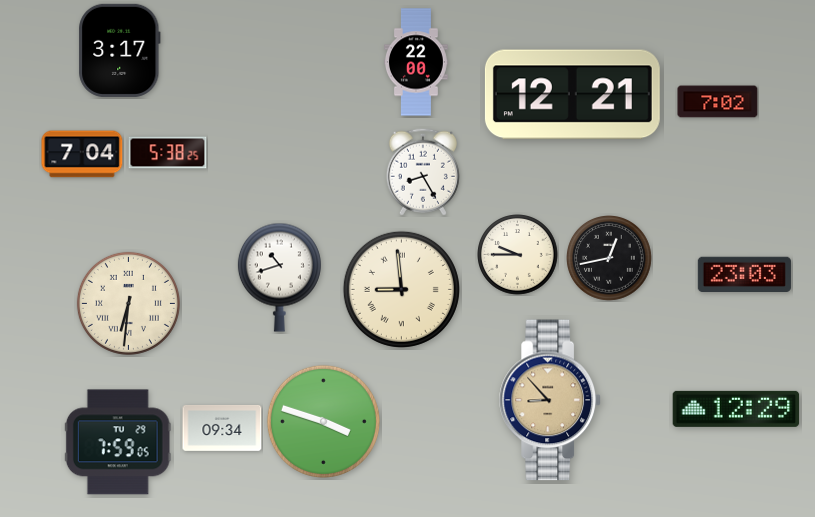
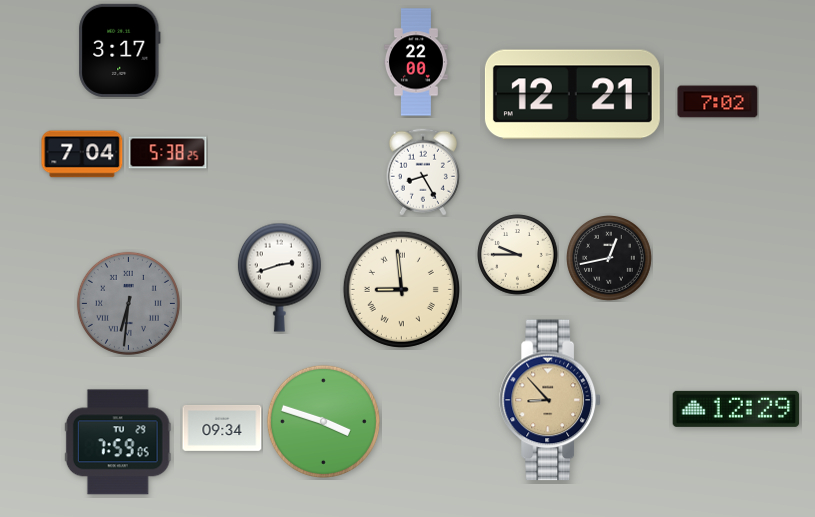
clock at (744, 275): 23:03 -> none
clock at (279, 277): 10:42 -> 2:42
clock at (128, 303) dial: cream -> grey
